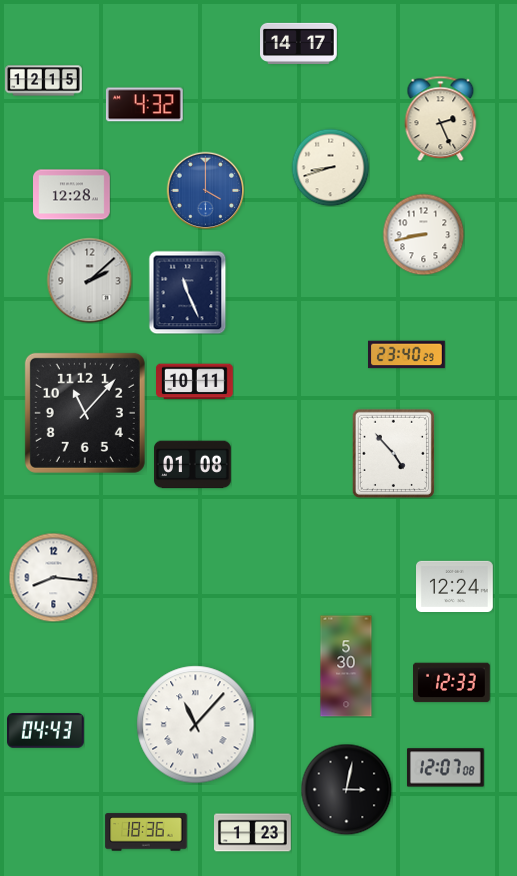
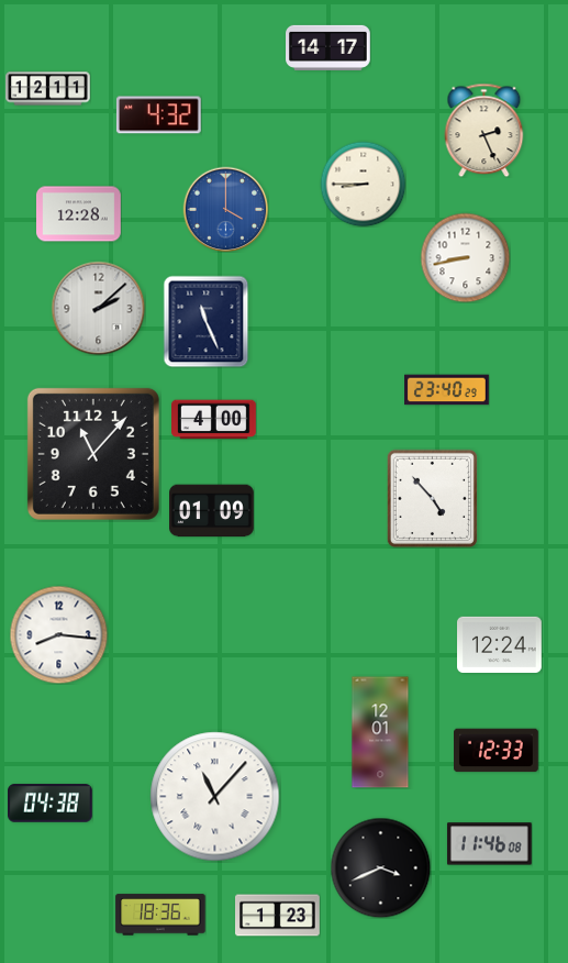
clock at (44, 81): 12:15 -> 12:11
clock at (330, 167): 8:42 -> 8:45
clock at (195, 382): 10:11 -> 4:00
clock at (193, 465): 01:08 -> 01:09
clock at (346, 666): 5:30 -> 12:01
clock at (46, 731): 04:43 -> 04:38
clock at (445, 768): 12:07 -> 11:46
clock at (346, 789): 3:02 -> 3:41
